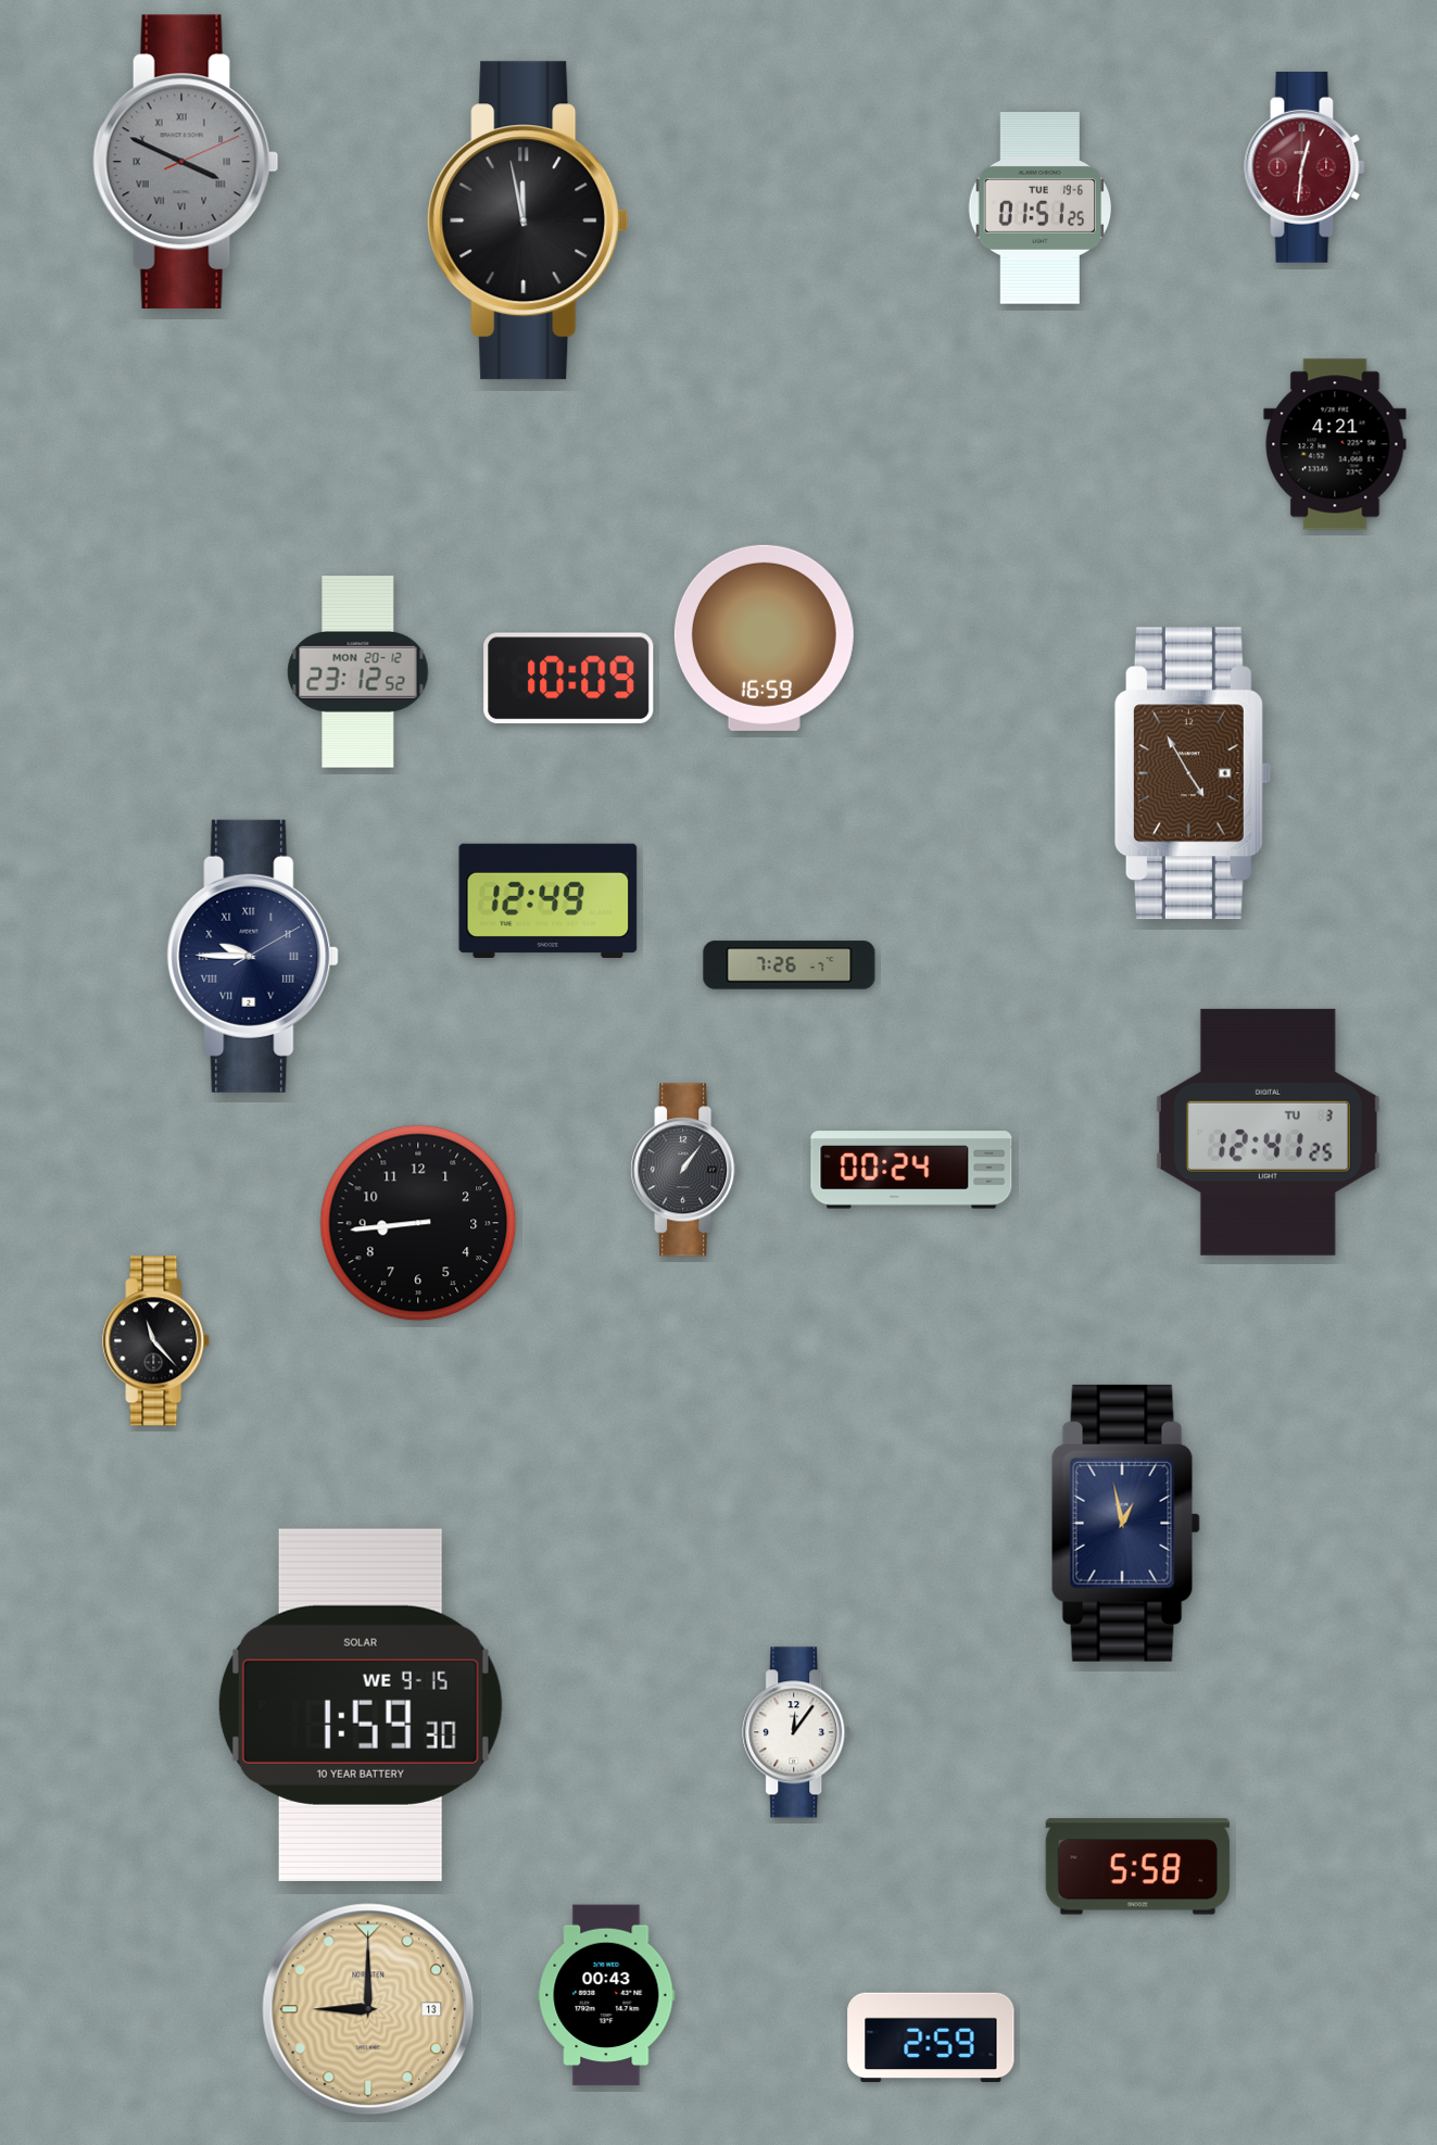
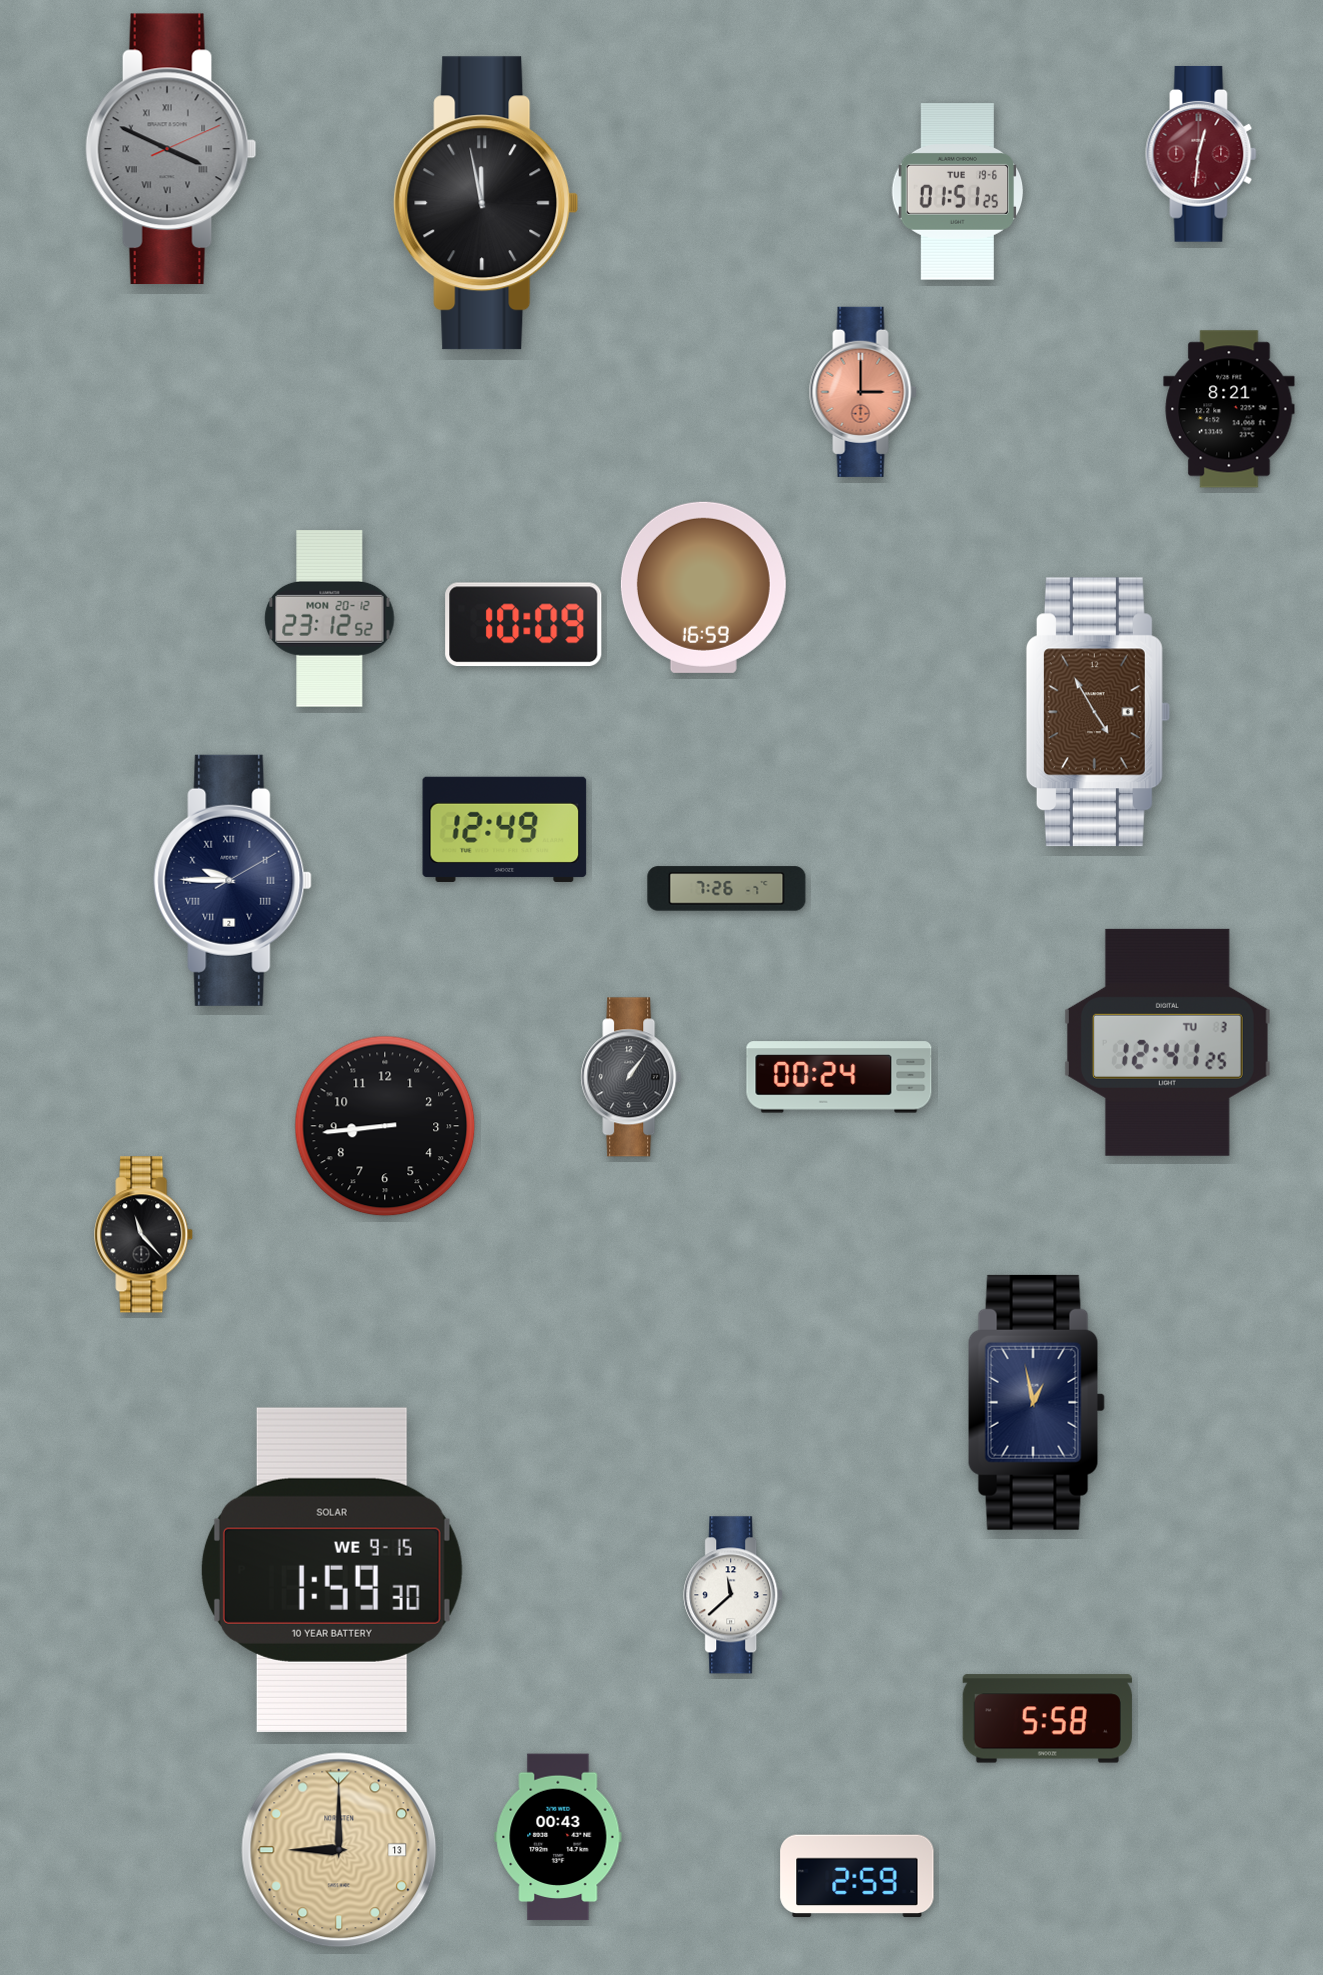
clock at (863, 392): none -> 3:00
clock at (1335, 444): 4:21 -> 8:21
clock at (797, 1732): 12:06 -> 11:38
